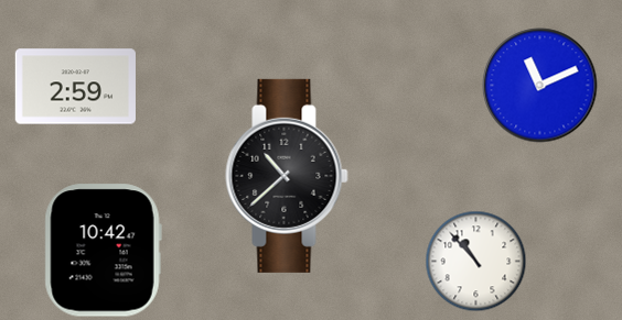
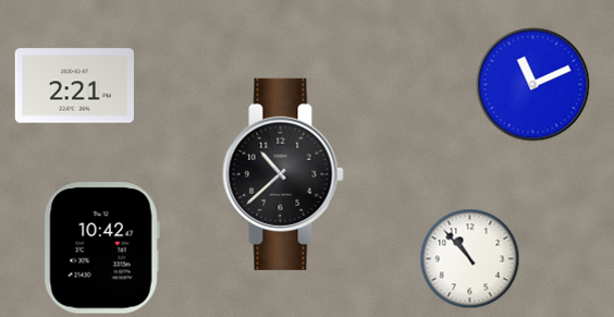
clock at (75, 87): 2:59 -> 2:21
